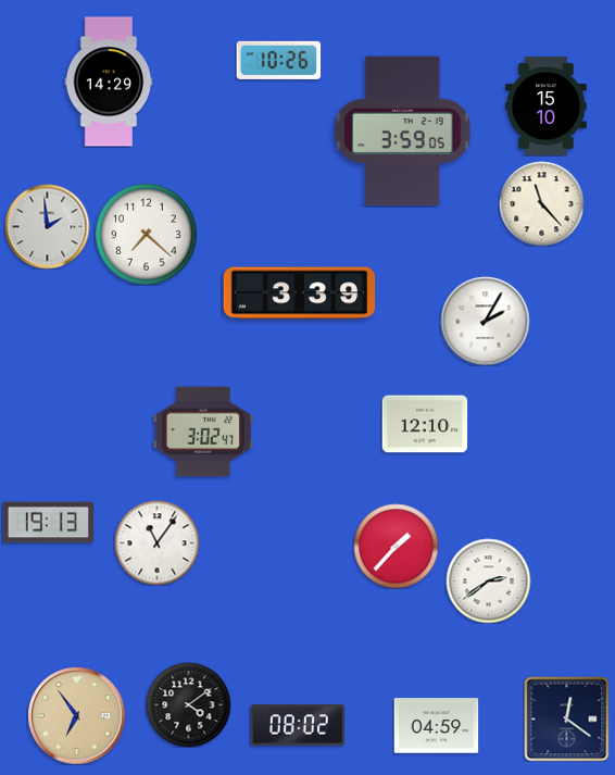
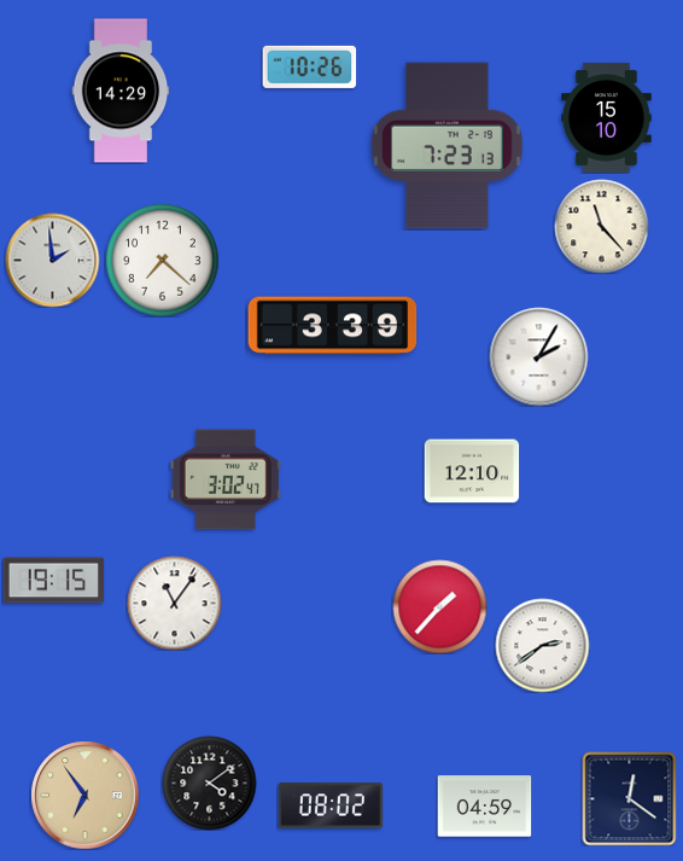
clock at (402, 132): 3:59 -> 7:23
clock at (47, 226) position: (47, 226) -> (52, 260)
clock at (48, 523): 19:13 -> 19:15
